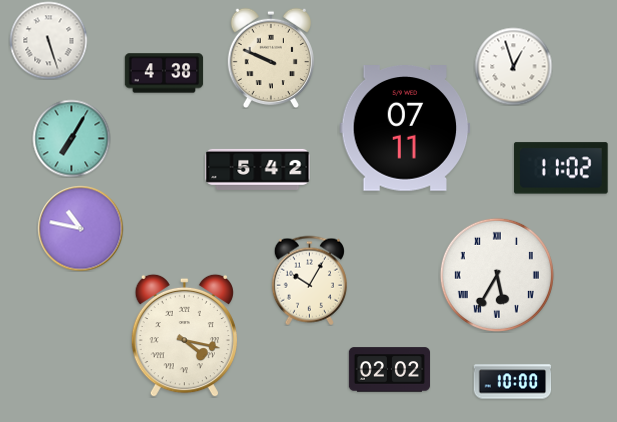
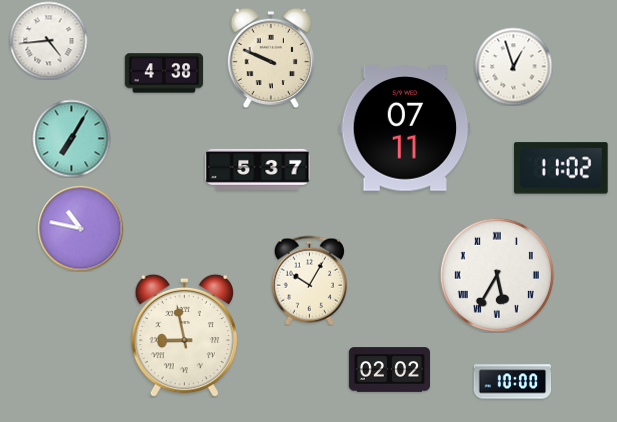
clock at (48, 40): 5:27 -> 4:44
clock at (258, 169): 5:42 -> 5:37
clock at (184, 335): 4:17 -> 8:58
